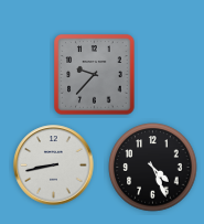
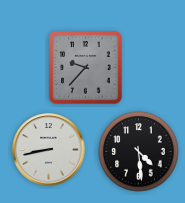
clock at (153, 168): 4:26 -> 4:29
